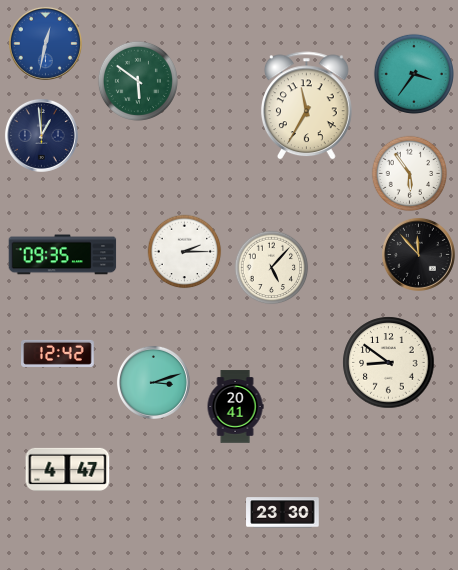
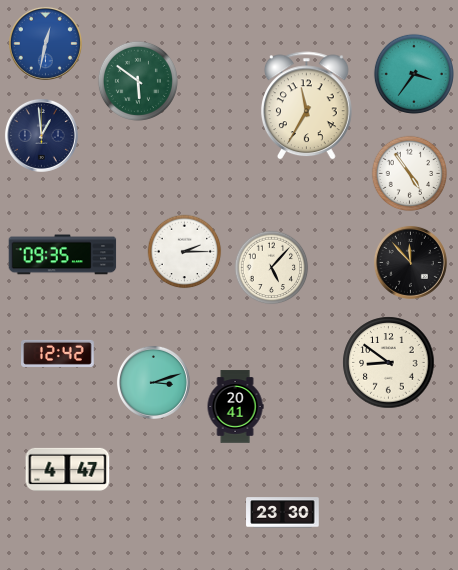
clock at (410, 174): 5:54 -> 4:54
clock at (418, 254) position: (418, 254) -> (410, 262)
